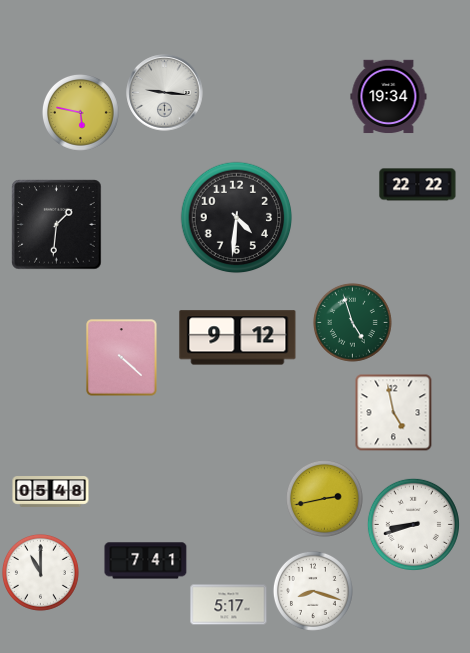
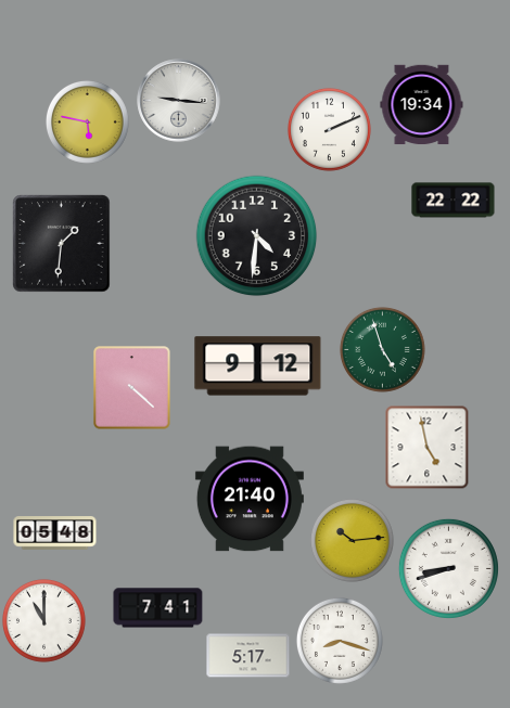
clock at (329, 129): none -> 2:11
clock at (250, 499): none -> 21:40
clock at (324, 498): 2:43 -> 10:14
